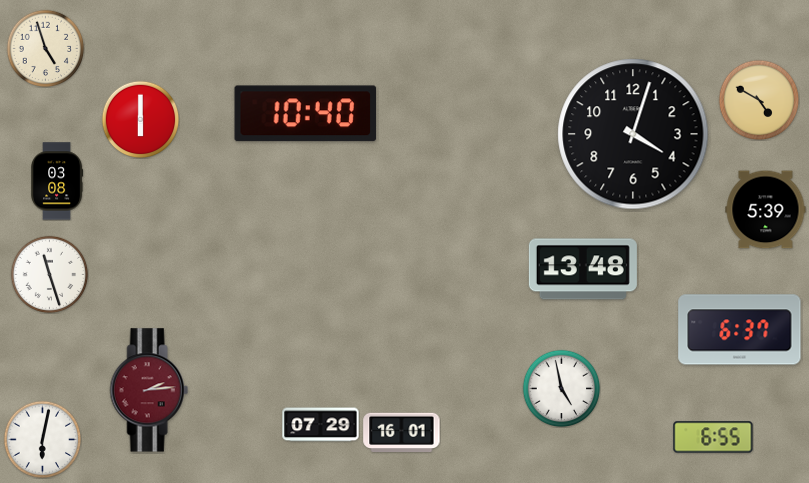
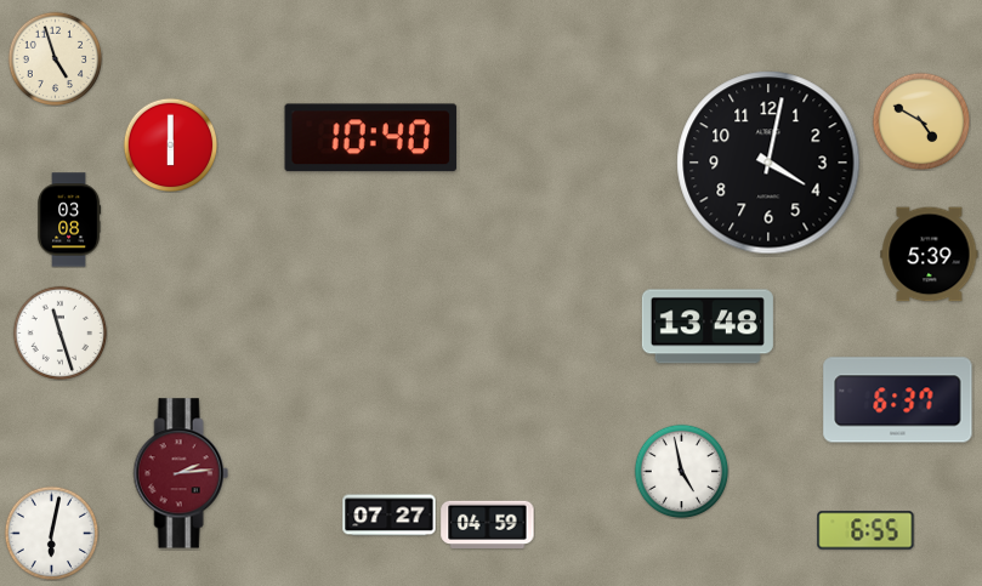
clock at (633, 134): 4:03 -> 4:02
clock at (321, 425): 07:29 -> 07:27
clock at (402, 433): 16:01 -> 04:59
